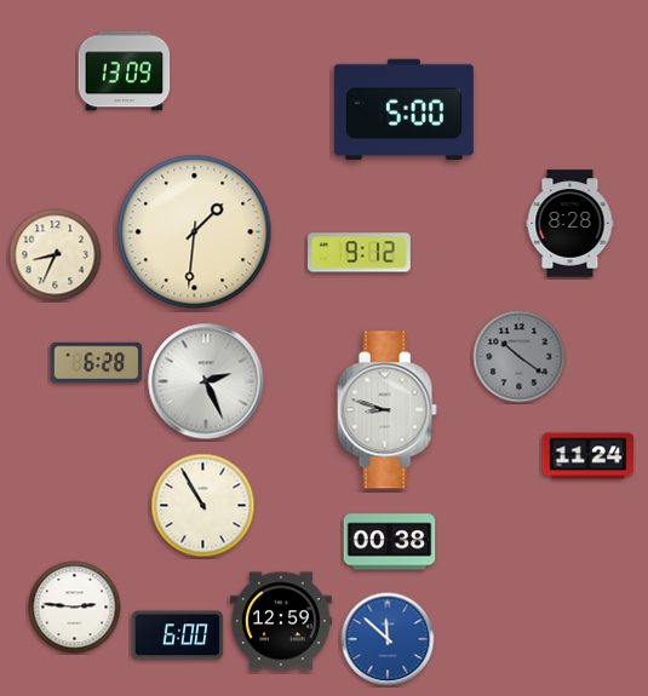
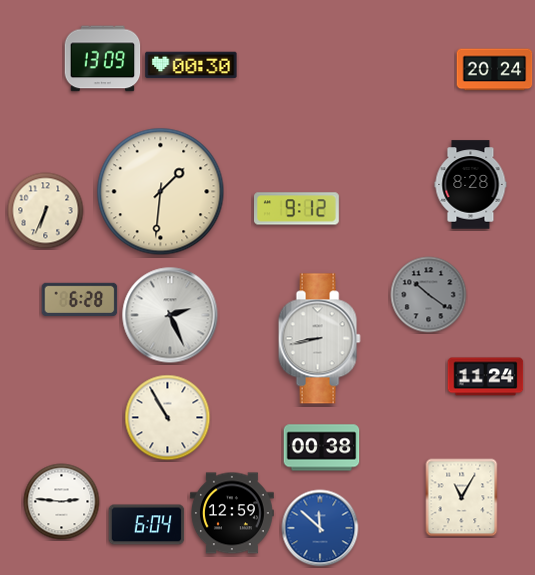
clock at (191, 65): none -> 00:30
clock at (495, 70): none -> 20:24
clock at (403, 109): 5:00 -> none
clock at (56, 255): 8:34 -> 6:34
clock at (386, 410): 8:48 -> 8:43
clock at (462, 498): none -> 11:05
clock at (178, 635): 6:00 -> 6:04
